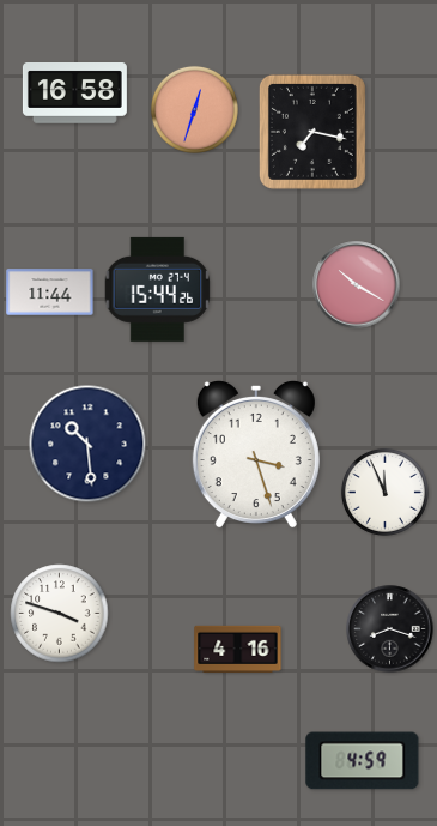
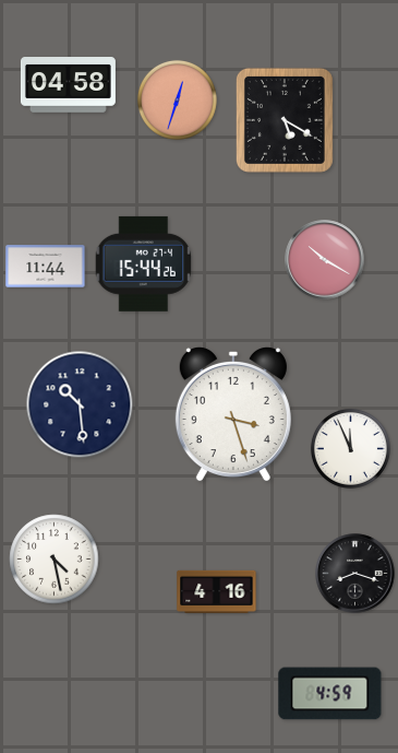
clock at (74, 94): 16:58 -> 04:58
clock at (312, 132): 7:17 -> 5:20
clock at (60, 614): 3:48 -> 4:28
